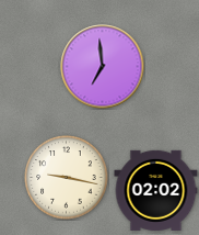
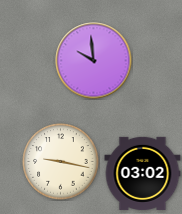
clock at (103, 67): 6:59 -> 9:59
clock at (156, 190): 02:02 -> 03:02
